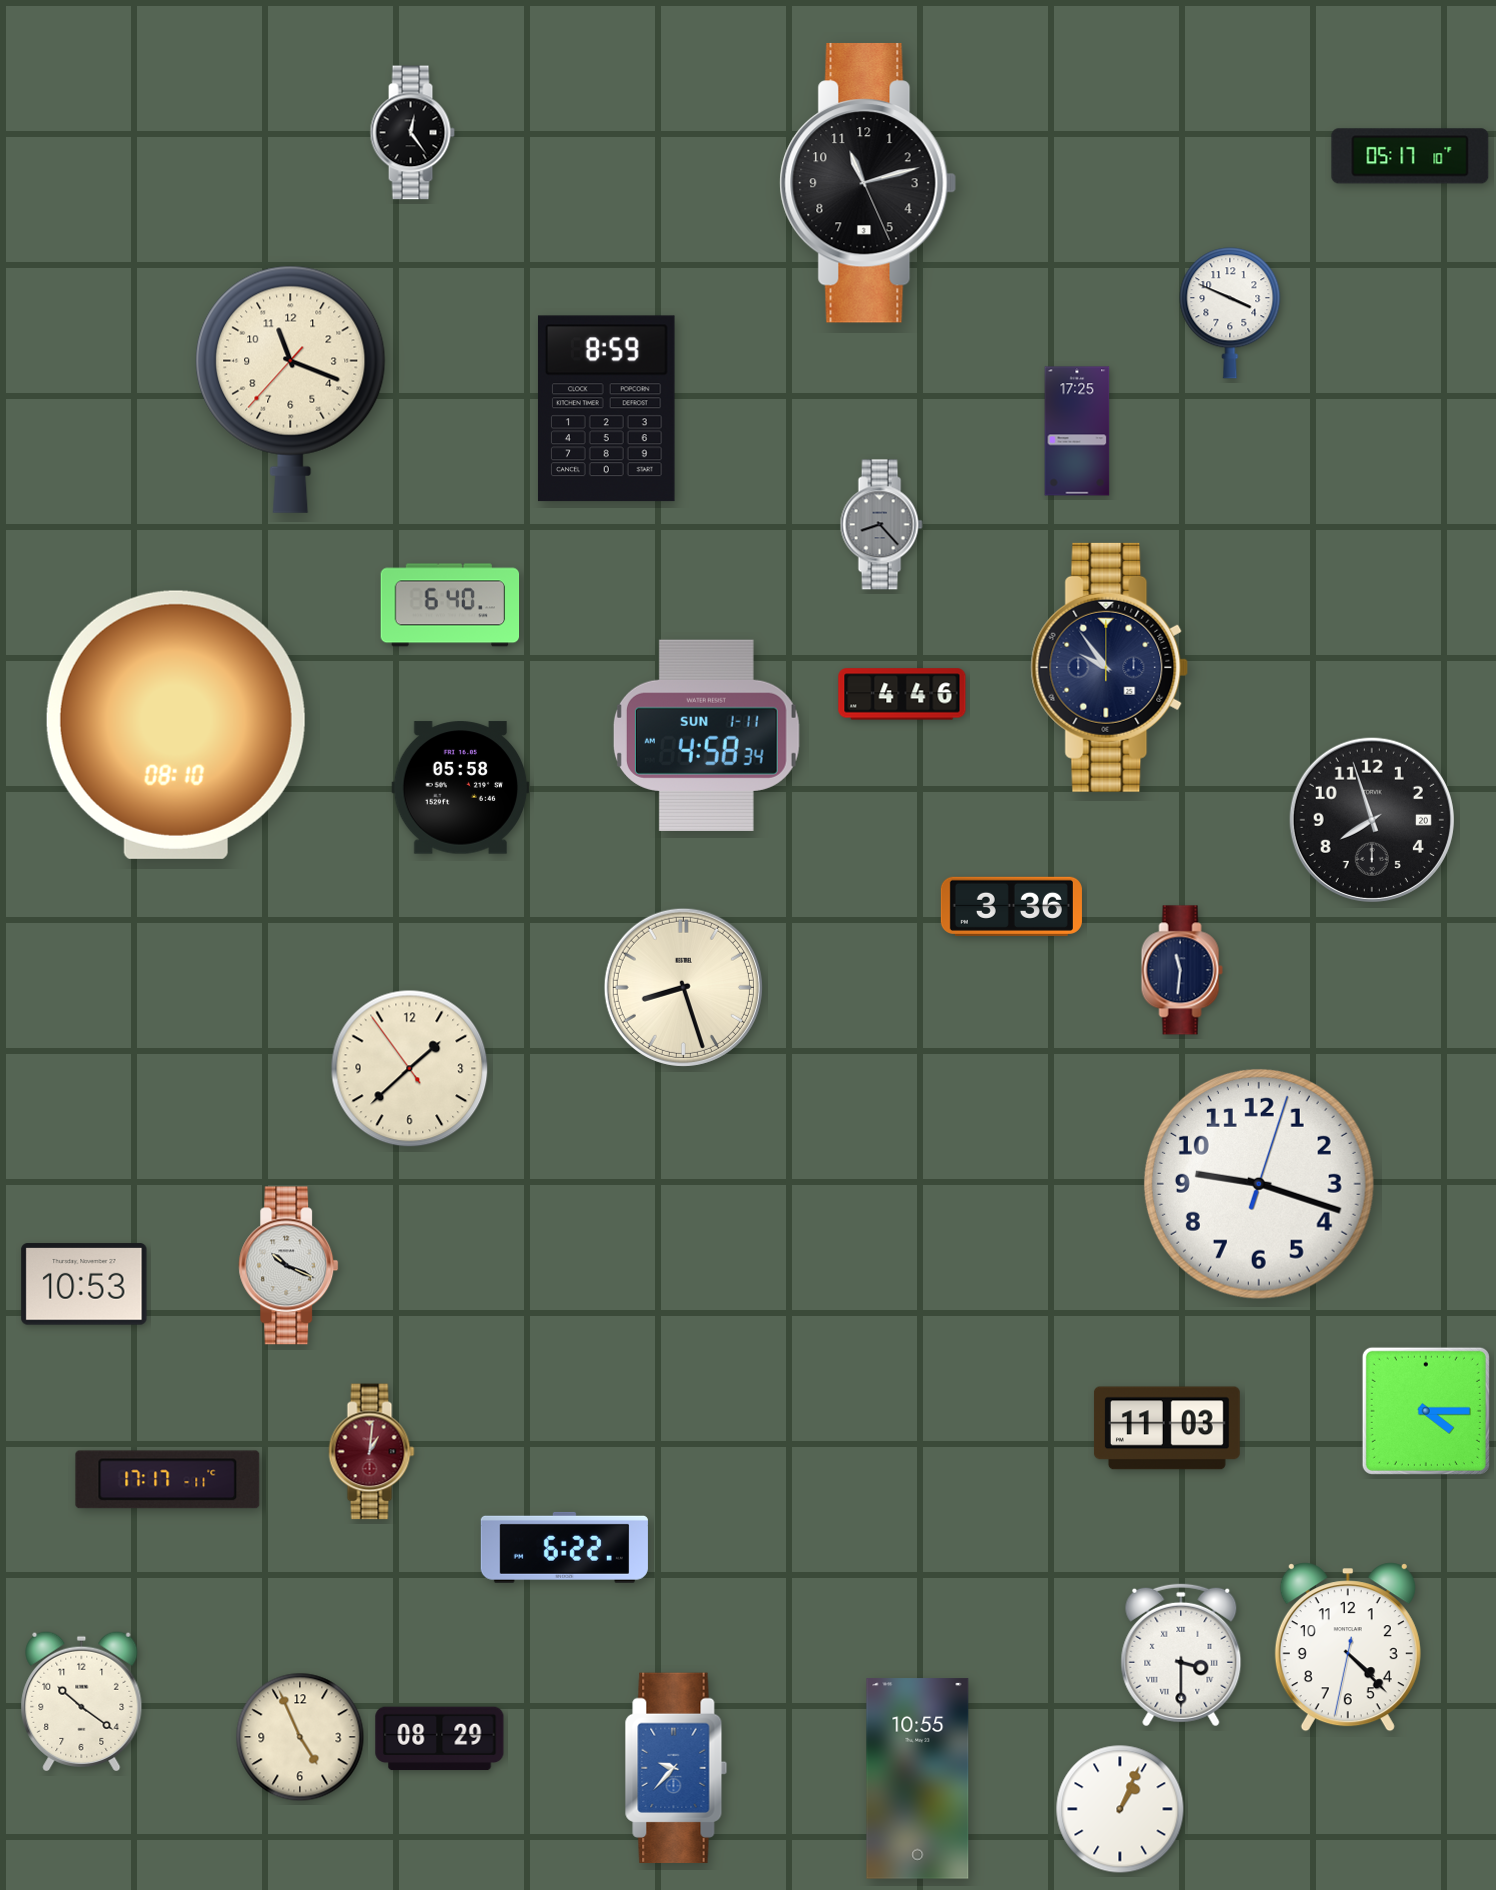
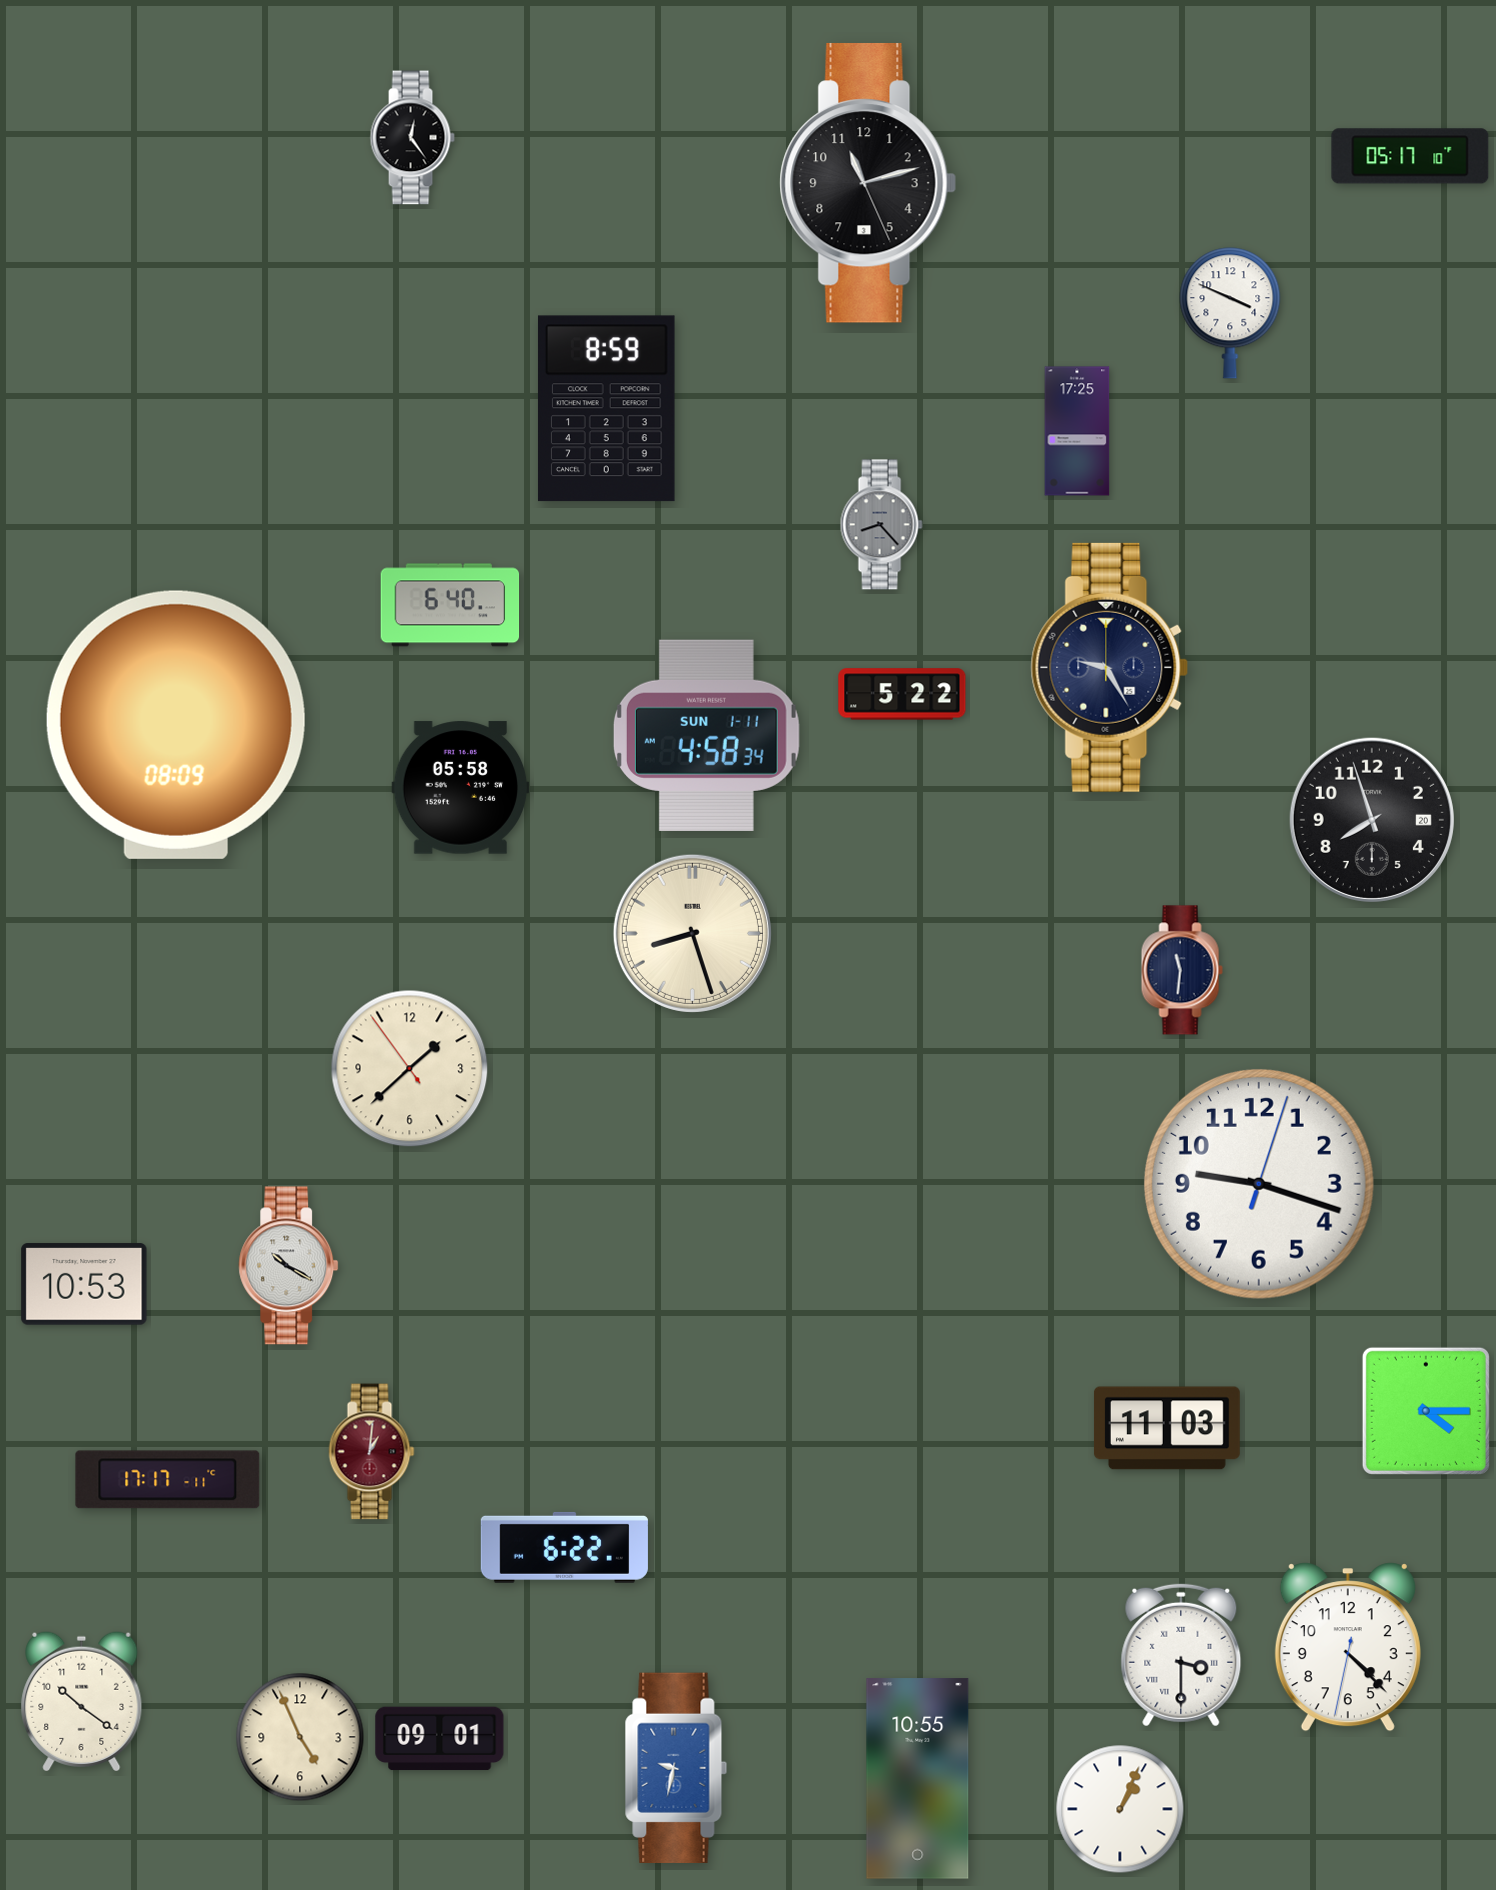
clock at (412, 133) position: (412, 133) -> (412, 138)
clock at (291, 389): 11:18 -> none
clock at (1110, 667): 9:54 -> 9:25
clock at (902, 694): 4:46 -> 5:22
clock at (176, 725): 08:10 -> 08:09
clock at (1011, 906): 3:36 -> none
clock at (683, 987) position: (683, 987) -> (692, 933)
clock at (289, 1266): 10:19 -> 10:20
clock at (440, 1739): 08:29 -> 09:01
clock at (676, 1767): 9:37 -> 9:32
